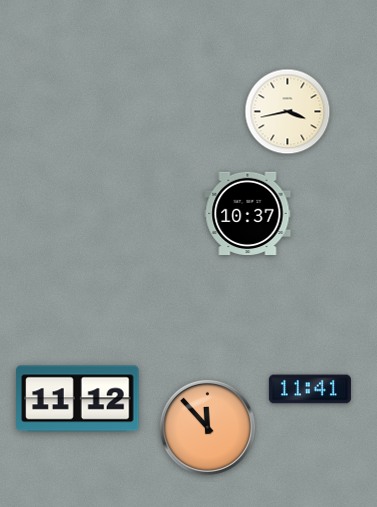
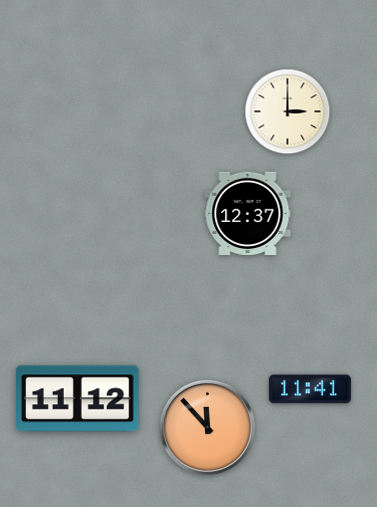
clock at (288, 112): 3:43 -> 3:00
clock at (248, 213): 10:37 -> 12:37
